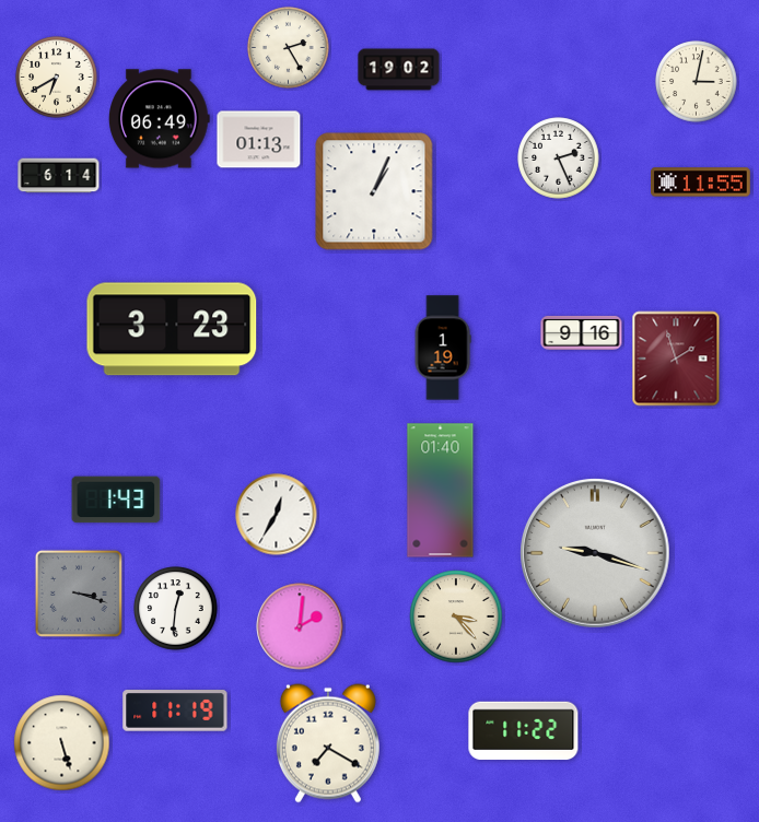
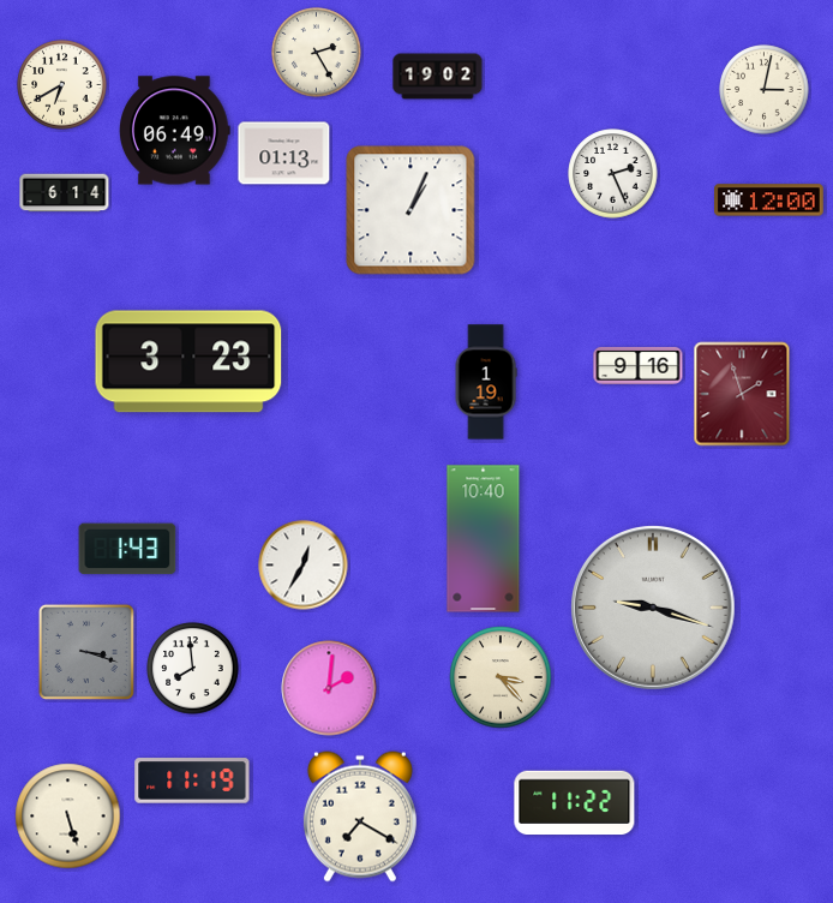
clock at (701, 183): 11:55 -> 12:00
clock at (441, 491): 01:40 -> 10:40
clock at (176, 609): 12:31 -> 7:59
